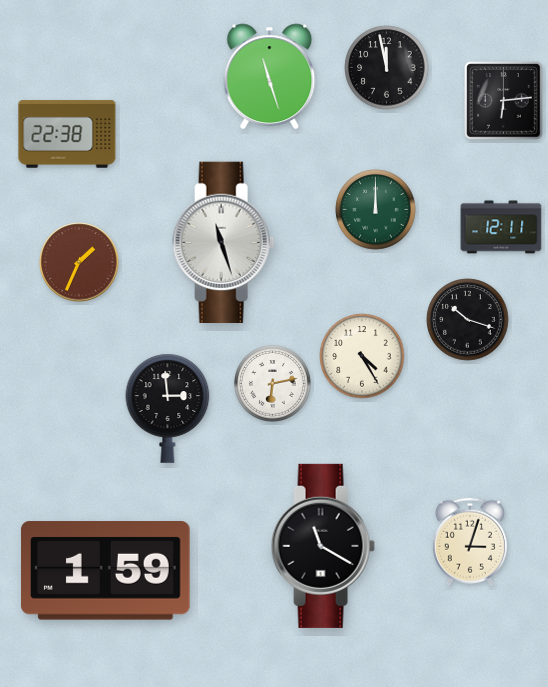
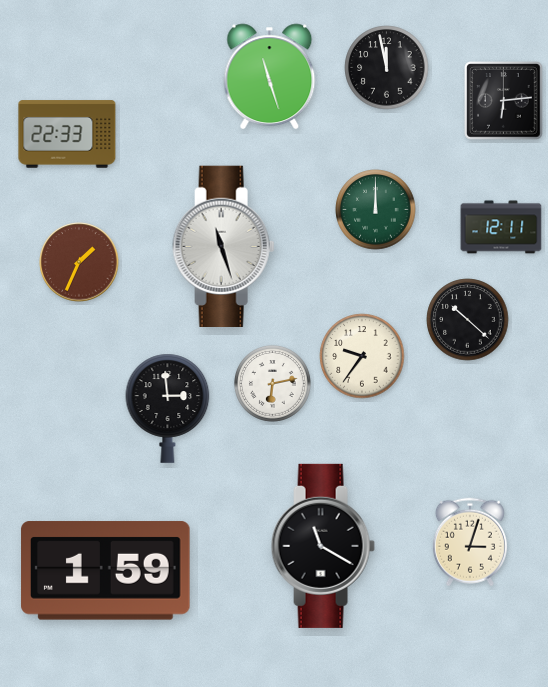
clock at (67, 134): 22:38 -> 22:33
clock at (224, 242) position: (224, 242) -> (224, 246)
clock at (468, 320): 10:18 -> 10:22
clock at (362, 356): 4:25 -> 9:36
